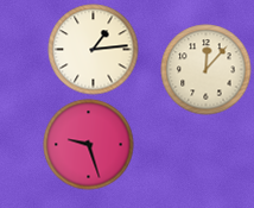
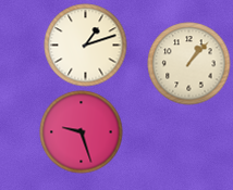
clock at (94, 50): 1:14 -> 1:12
clock at (207, 70): 12:07 -> 1:07
